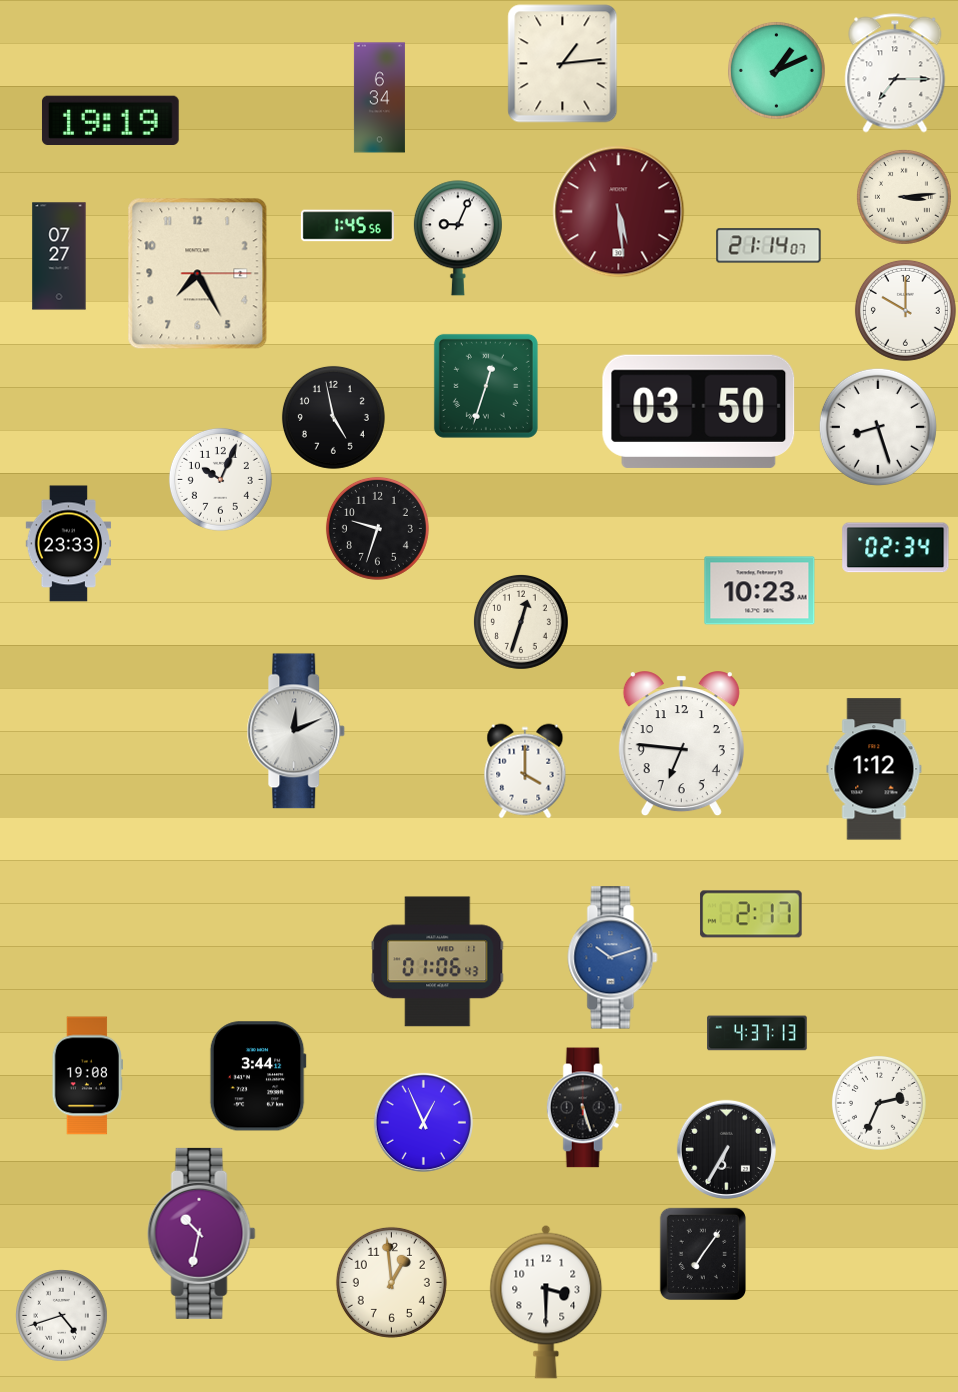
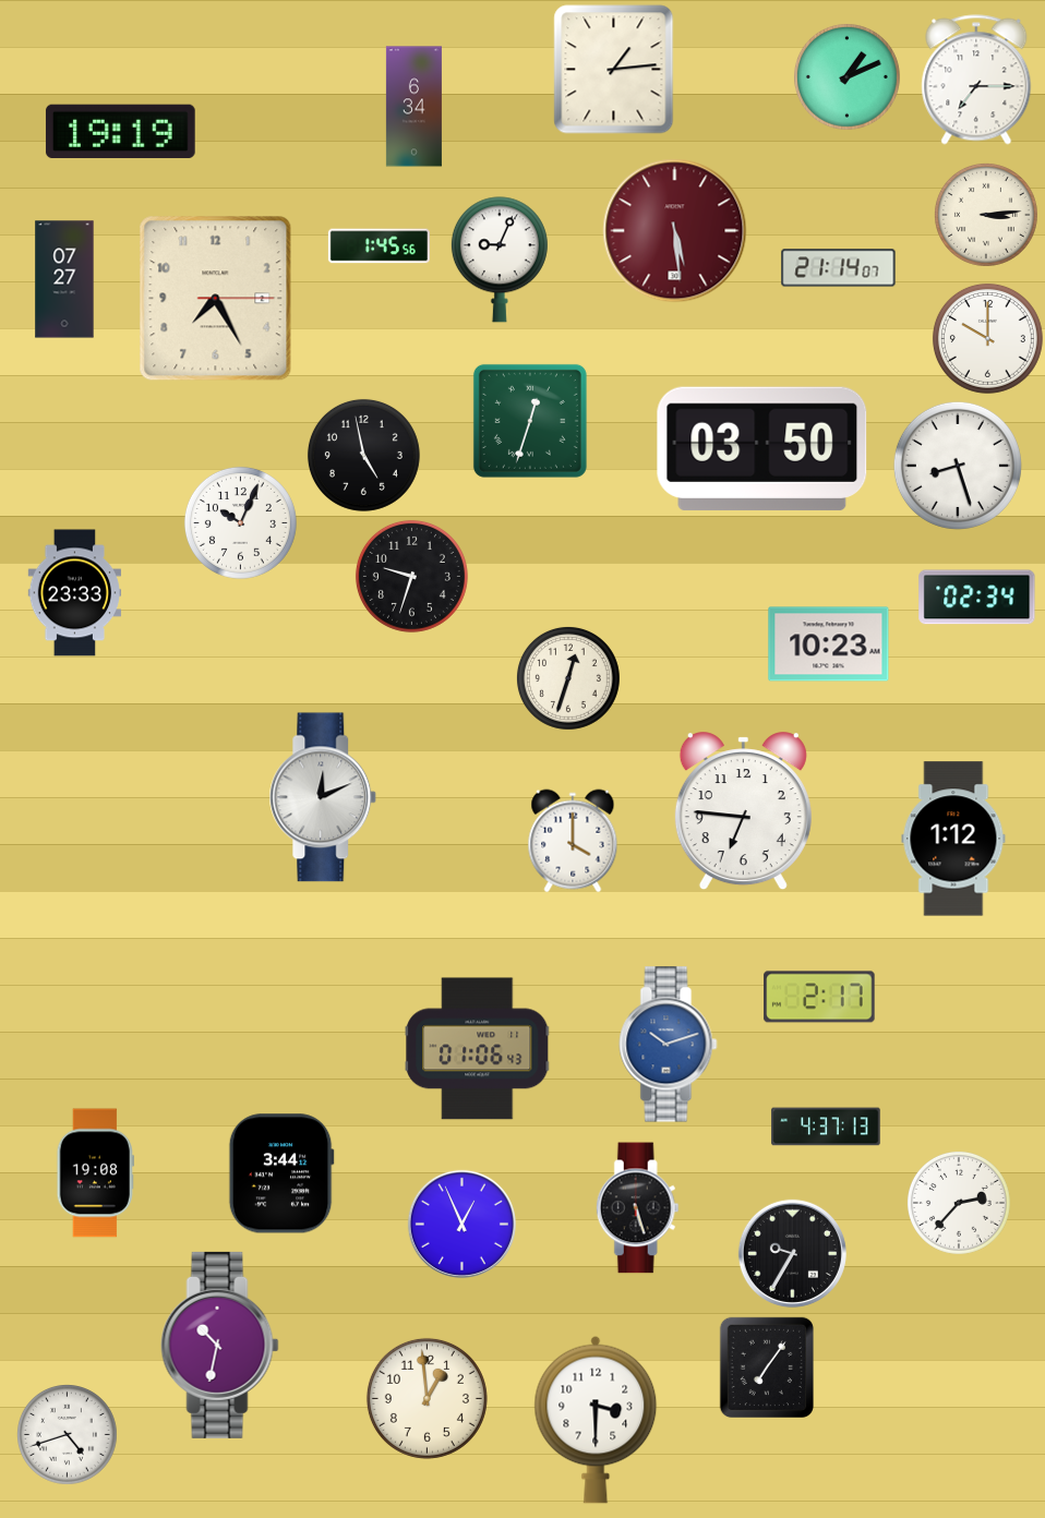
clock at (879, 1103): 2:34 -> 2:37
clock at (726, 1149): 6:35 -> 9:35
